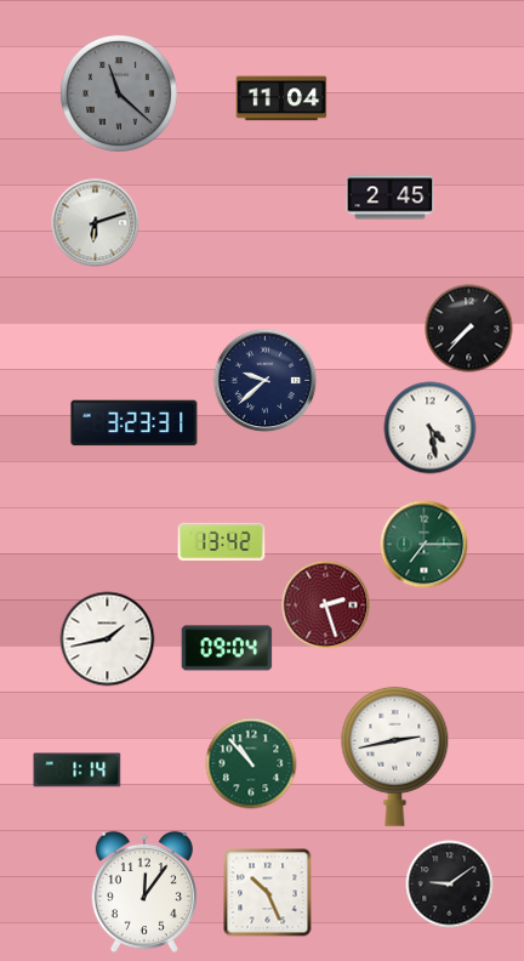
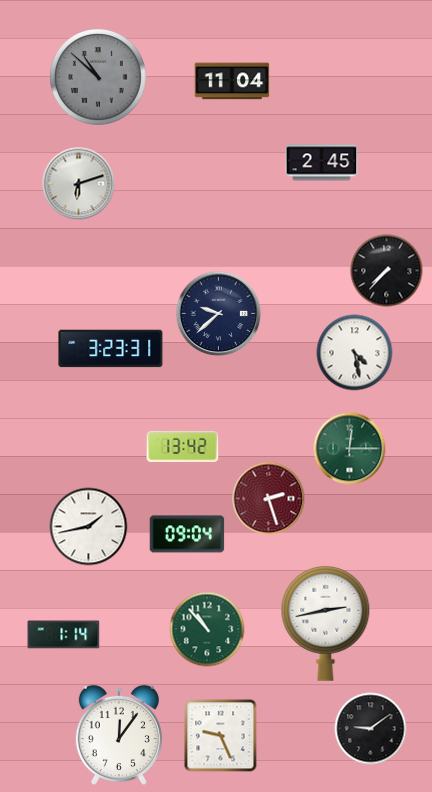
clock at (119, 93): 11:22 -> 10:52
clock at (425, 545): 7:15 -> 12:15
clock at (268, 893): 10:26 -> 9:26
